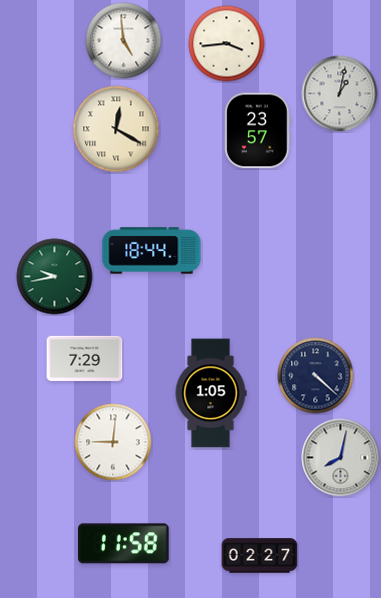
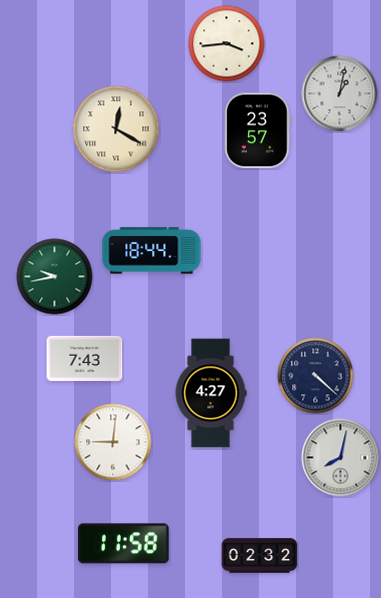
clock at (124, 41): 4:59 -> none
clock at (85, 358): 7:29 -> 7:43
clock at (211, 393): 1:05 -> 4:27
clock at (260, 556): 02:27 -> 02:32
